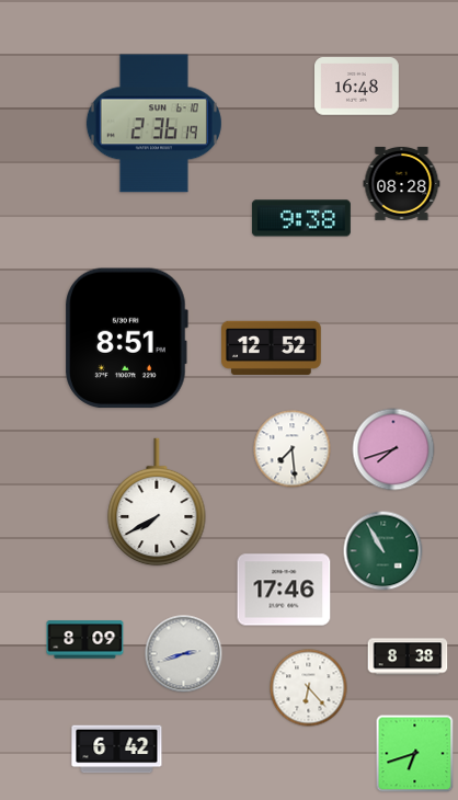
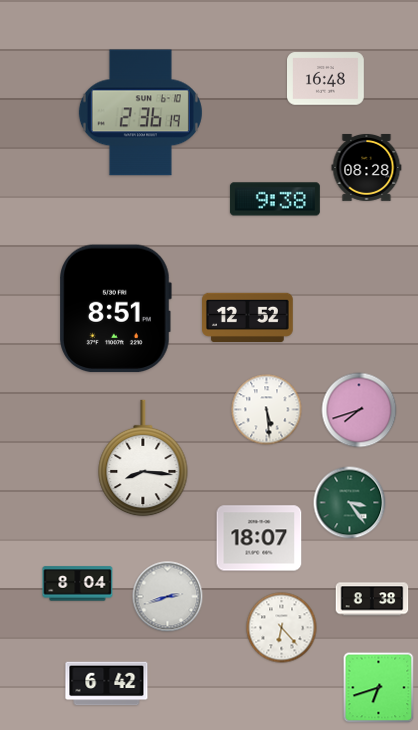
clock at (293, 449): 7:29 -> 5:29
clock at (157, 502): 7:40 -> 8:16
clock at (383, 551): 10:55 -> 3:24
clock at (284, 590): 17:46 -> 18:07
clock at (85, 640): 8:09 -> 8:04
